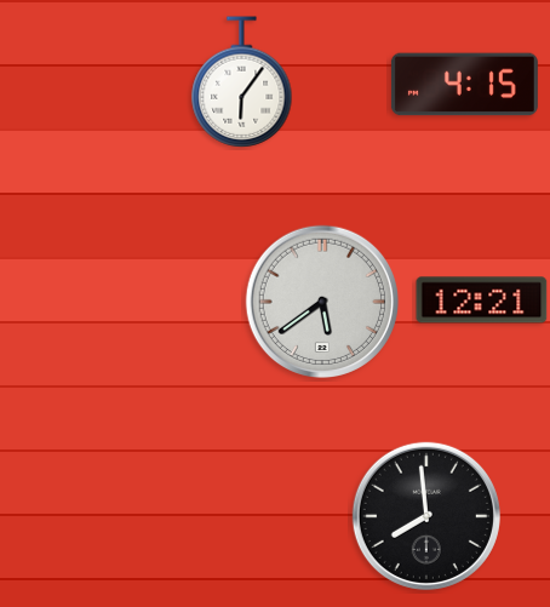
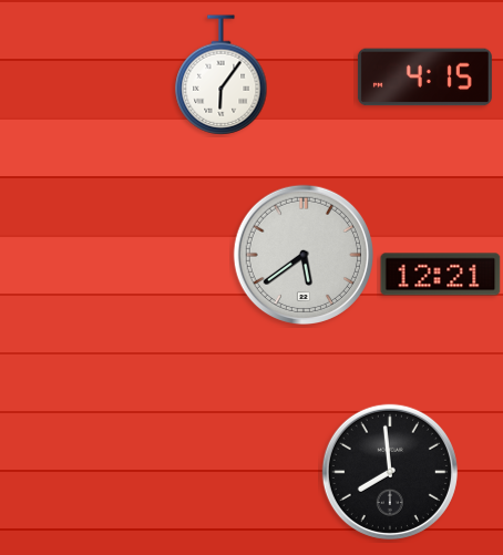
clock at (321, 300) position: (321, 300) -> (302, 254)
